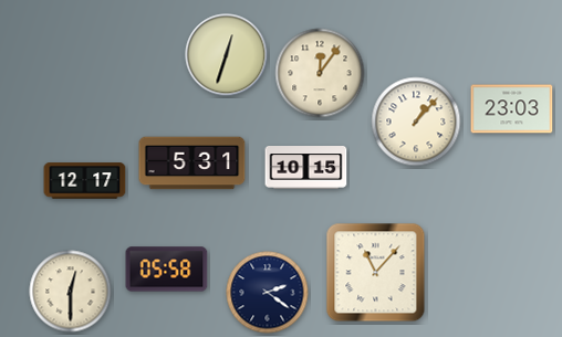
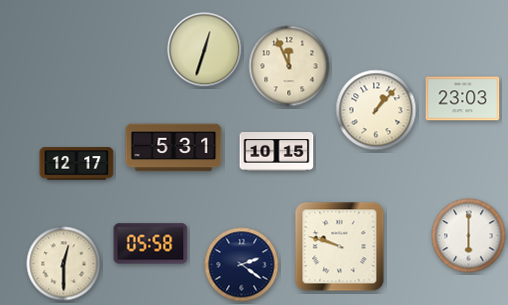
clock at (320, 73): 12:06 -> 11:56
clock at (469, 236): none -> 6:00
clock at (376, 273): 11:07 -> 9:48
